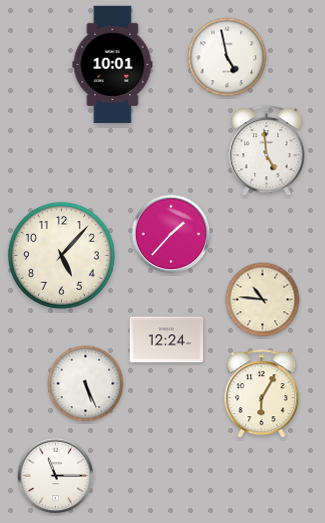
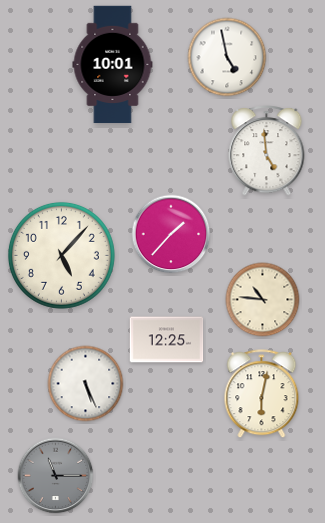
clock at (167, 340): 12:24 -> 12:25
clock at (262, 394): 6:05 -> 6:02
clock at (56, 476) dial: white -> grey
